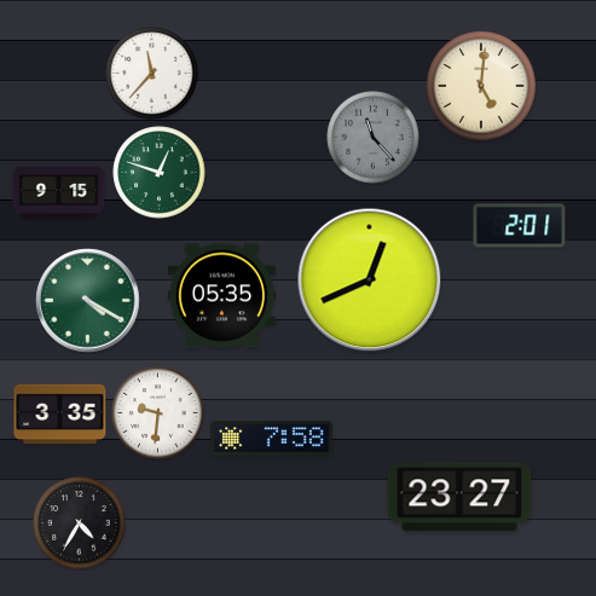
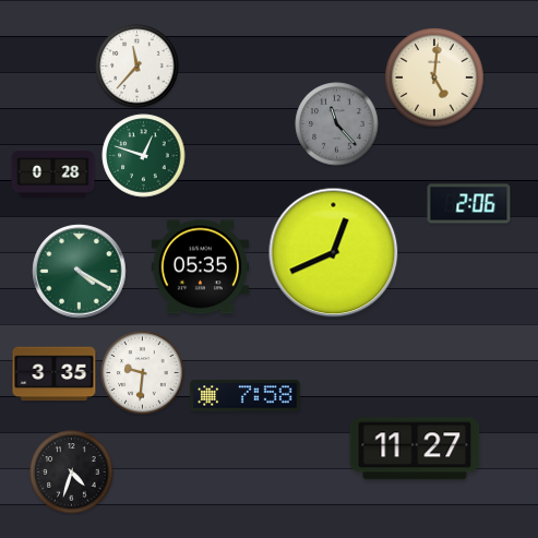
clock at (59, 193): 9:15 -> 0:28
clock at (520, 226): 2:01 -> 2:06
clock at (459, 497): 23:27 -> 11:27
clock at (80, 523): 4:35 -> 4:33
